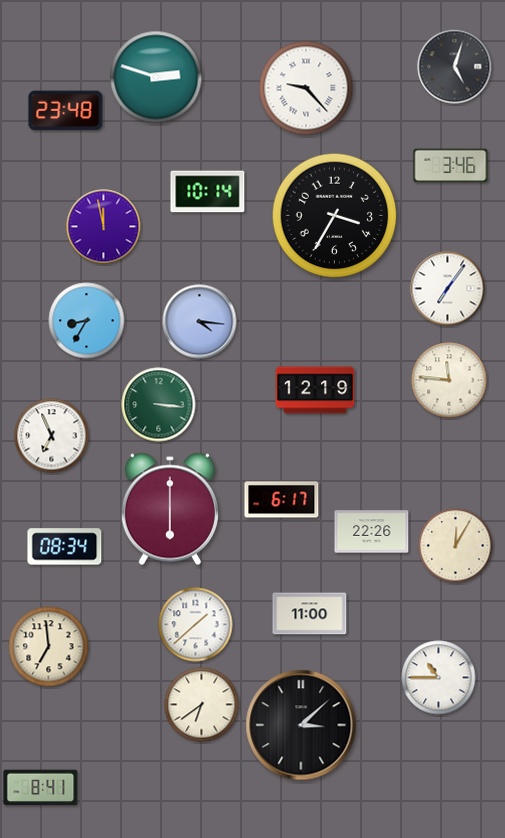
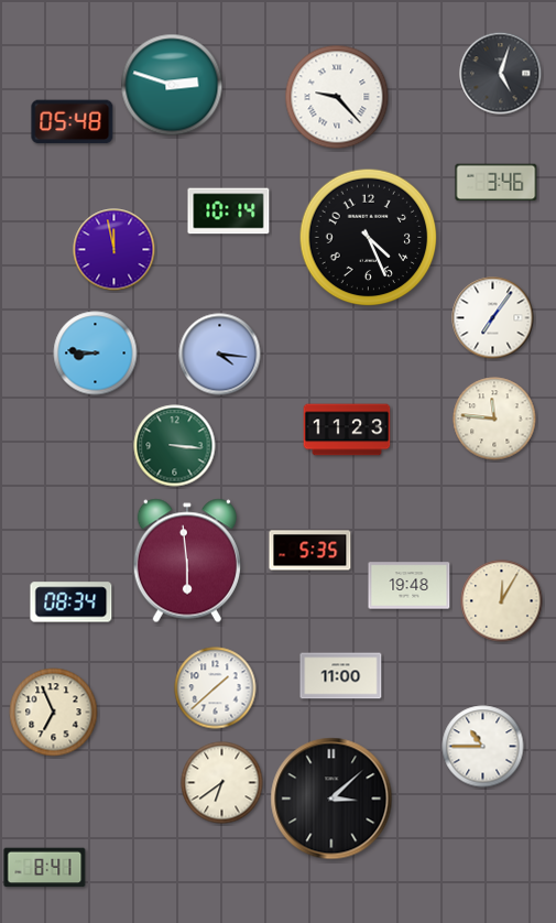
clock at (66, 111): 23:48 -> 05:48
clock at (335, 216): 3:35 -> 4:26
clock at (87, 321): 8:35 -> 8:46
clock at (315, 390): 12:19 -> 11:23
clock at (52, 436): 6:56 -> none
clock at (282, 500): 6:17 -> 5:35
clock at (170, 509): 6:00 -> 5:59
clock at (372, 532): 22:26 -> 19:48
clock at (49, 647): 6:59 -> 6:56
clock at (202, 705) position: (202, 705) -> (222, 783)
